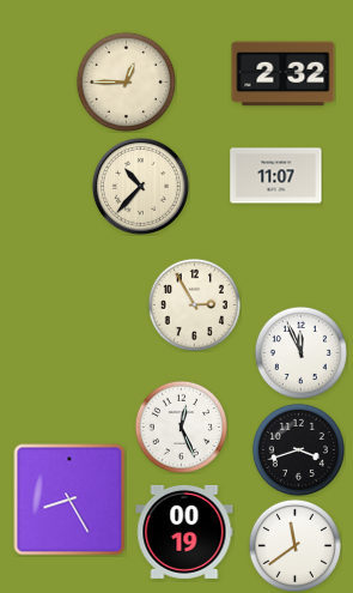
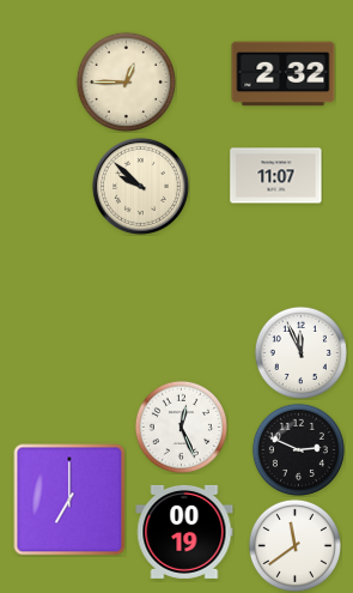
clock at (140, 186): 10:37 -> 9:52
clock at (194, 304): 2:55 -> none
clock at (298, 449): 3:42 -> 2:49
clock at (69, 500): 8:25 -> 7:00
